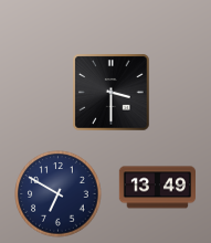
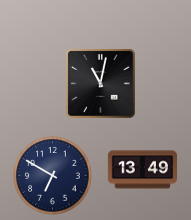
clock at (112, 93): 3:30 -> 11:02
